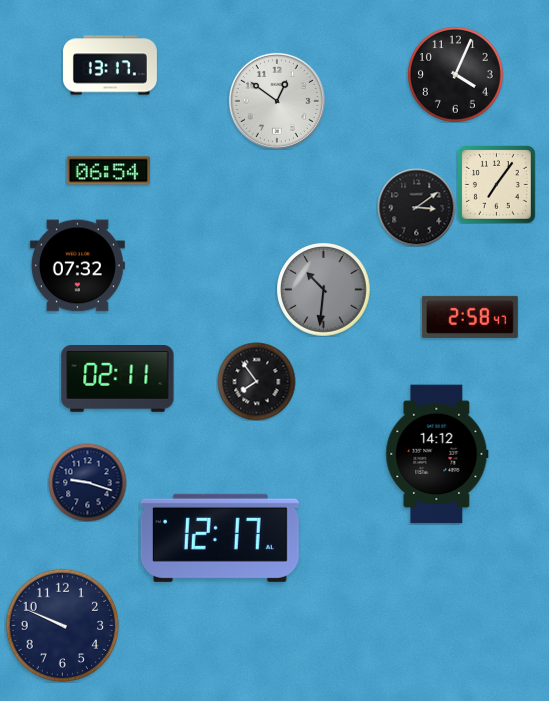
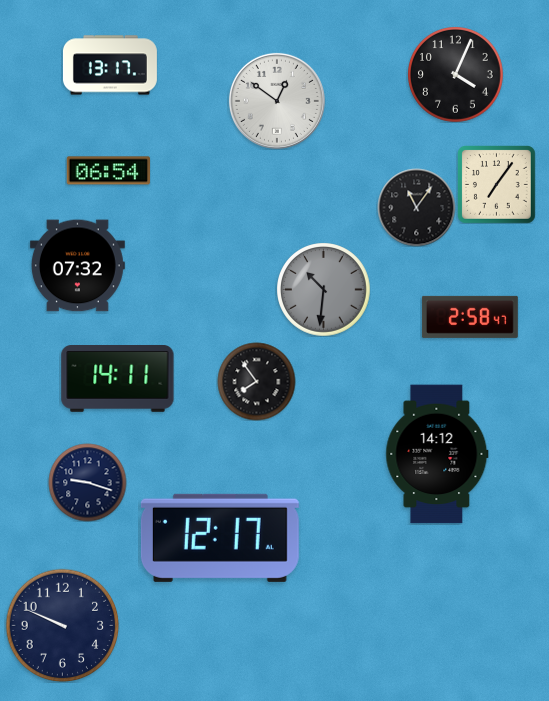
clock at (416, 207): 3:09 -> 11:06
clock at (118, 379): 02:11 -> 14:11
